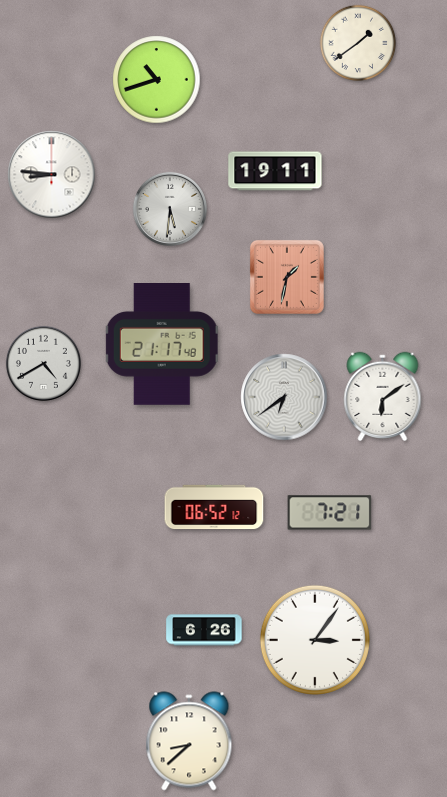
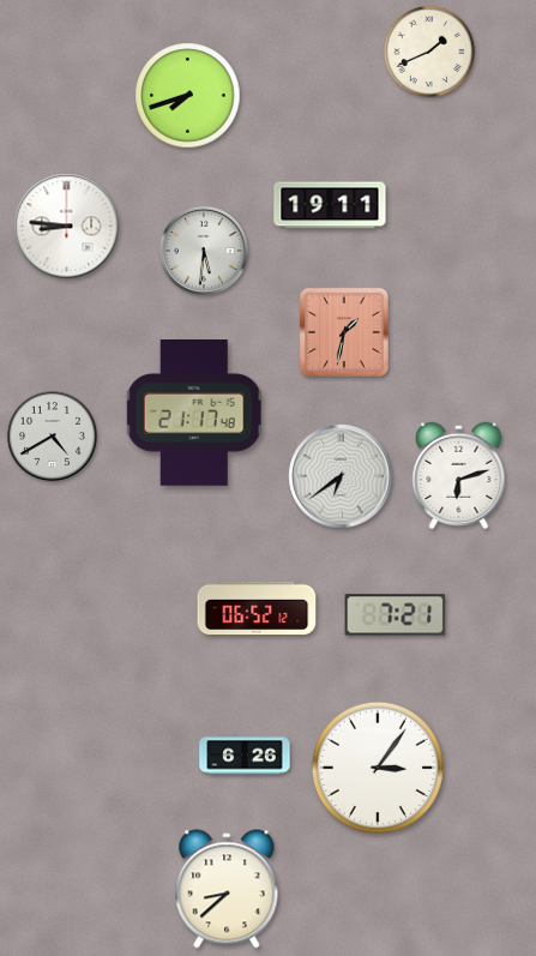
clock at (358, 43): 1:39 -> 1:41
clock at (157, 80): 10:42 -> 7:42
clock at (52, 175) position: (52, 175) -> (67, 227)
clock at (383, 397): 6:09 -> 6:12
